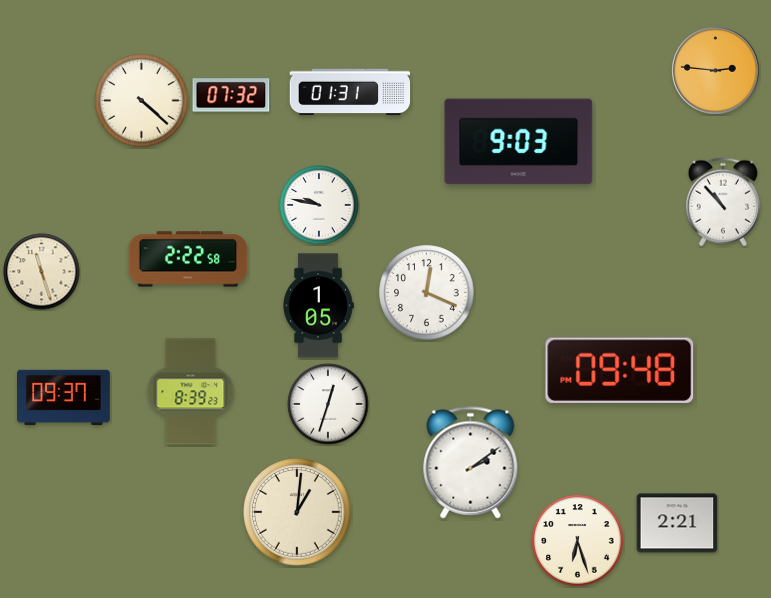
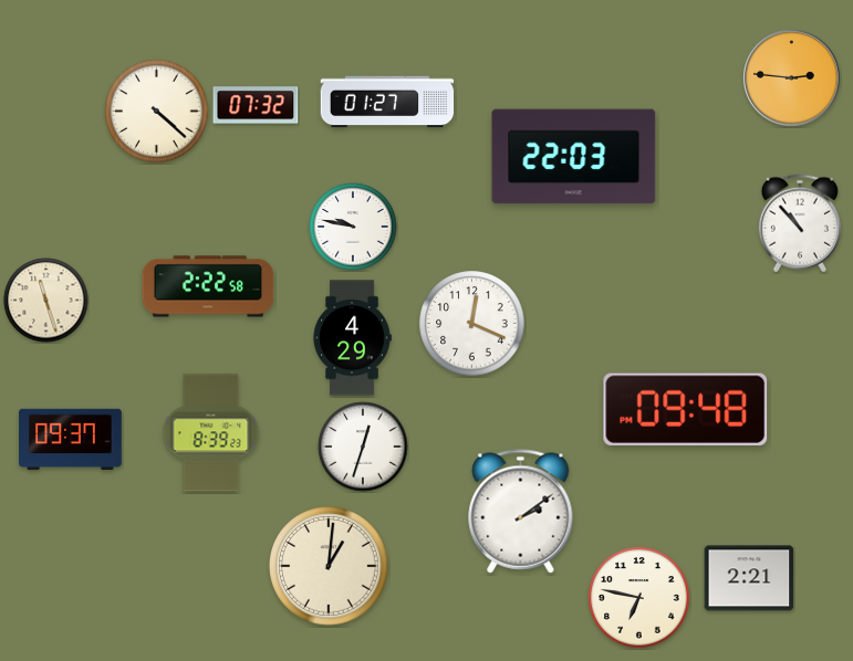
clock at (350, 92): 01:31 -> 01:27
clock at (519, 142): 9:03 -> 22:03
clock at (318, 306): 1:05 -> 4:29
clock at (578, 541): 6:27 -> 6:47
